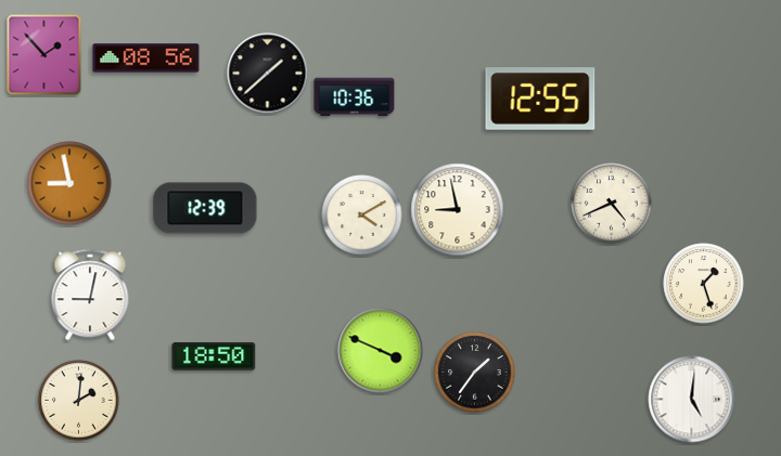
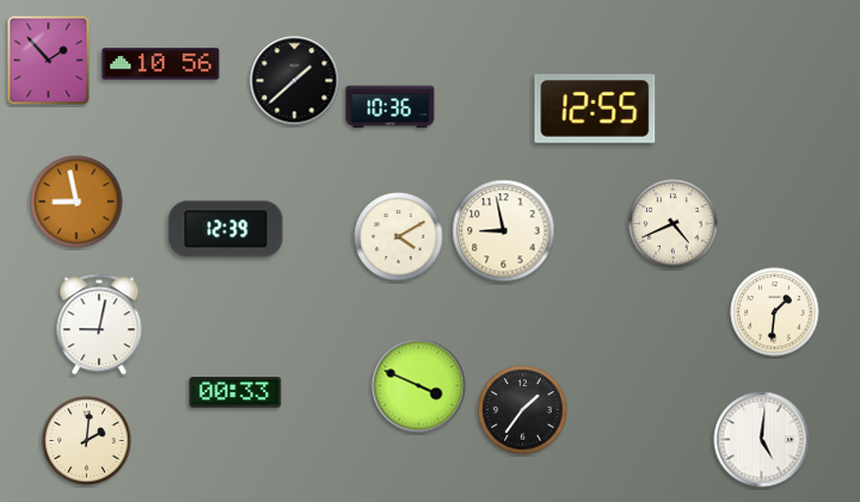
clock at (146, 58): 08:56 -> 10:56
clock at (704, 284): 1:27 -> 1:31
clock at (214, 356): 18:50 -> 00:33
